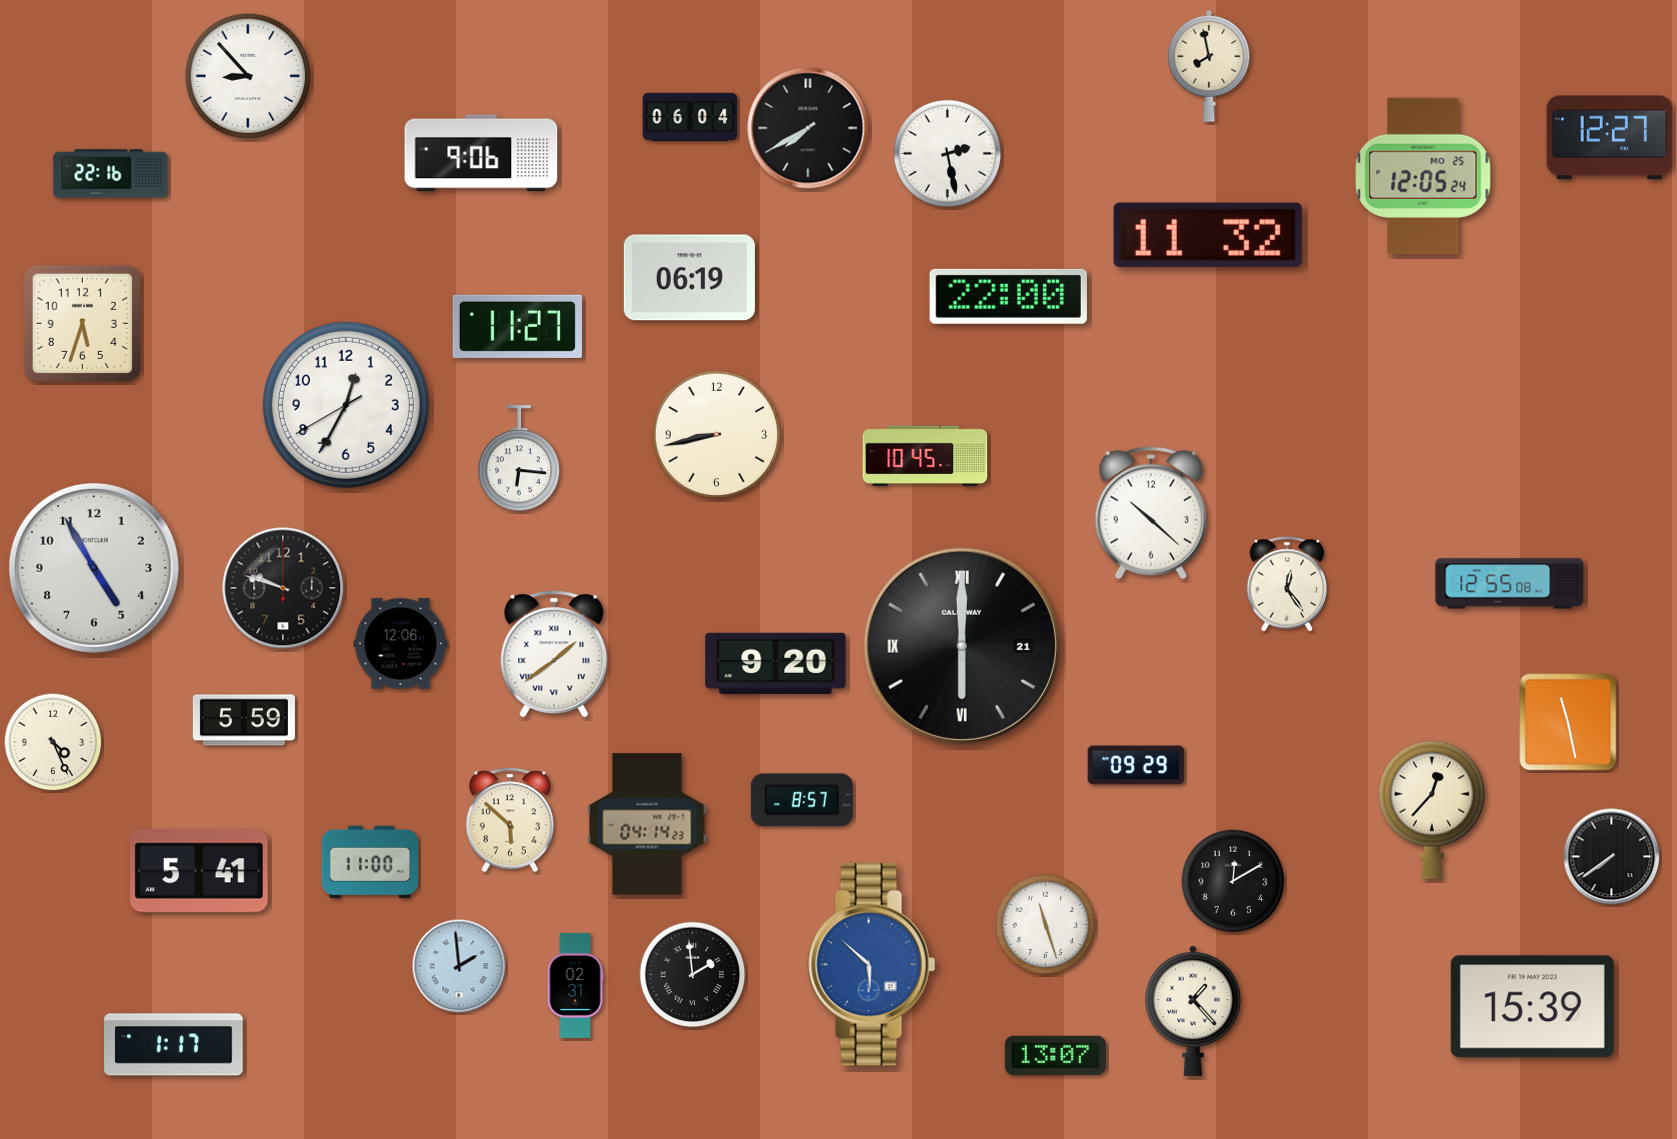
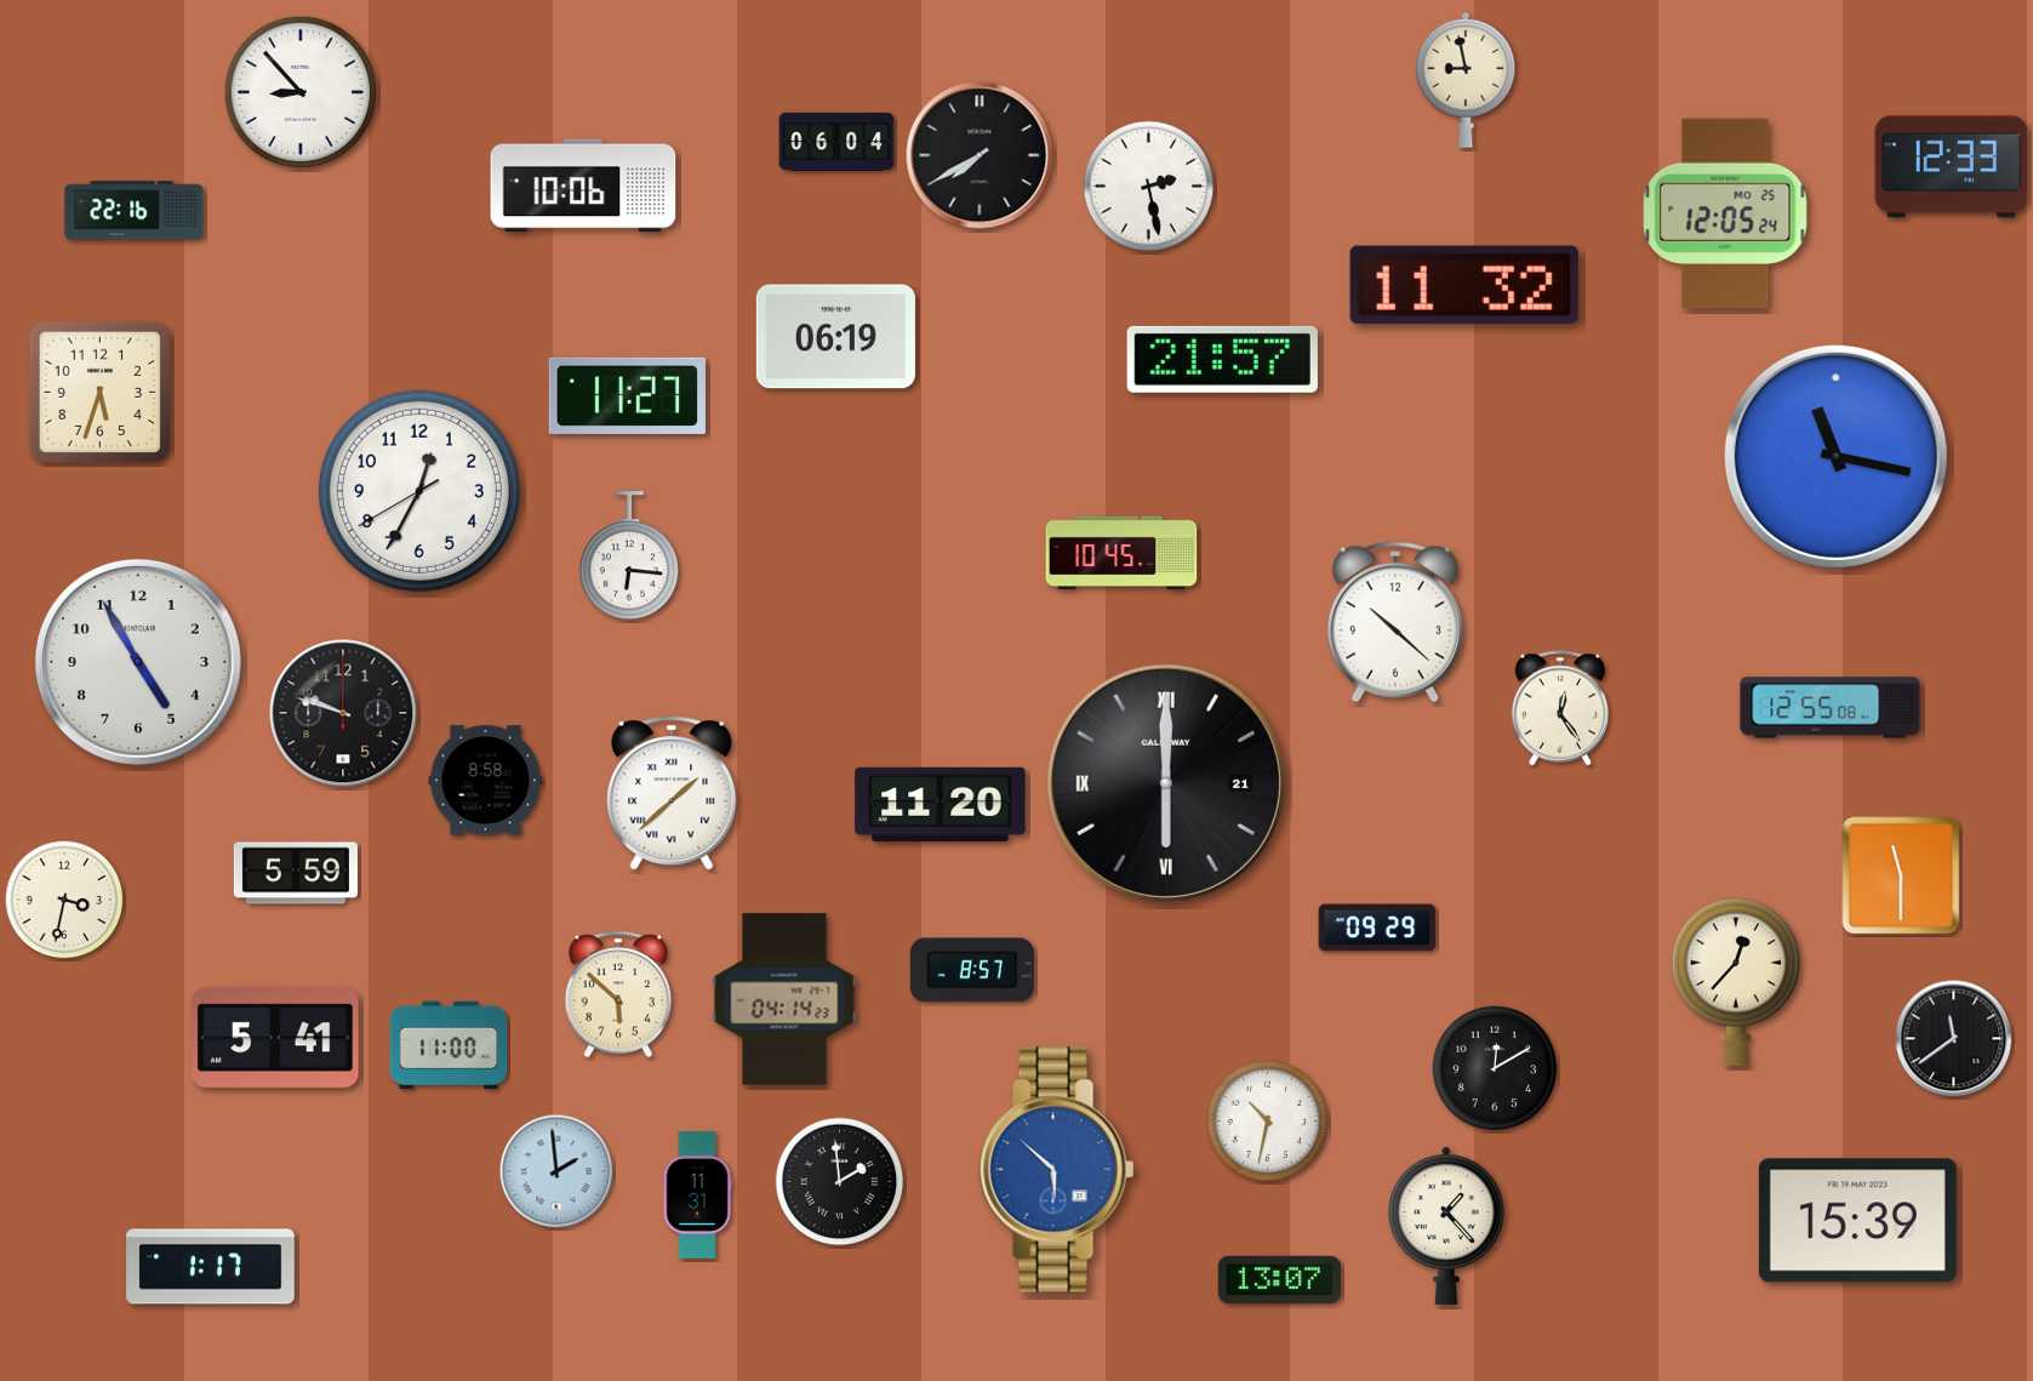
clock at (1209, 66): 7:58 -> 8:58
clock at (1610, 138): 12:27 -> 12:33
clock at (481, 153): 9:06 -> 10:06
clock at (1008, 296): 22:00 -> 21:57
clock at (1835, 456): none -> 11:17
clock at (716, 434): 8:43 -> none
clock at (94, 568) position: (94, 568) -> (138, 662)
clock at (401, 644): 12:06 -> 8:58
clock at (554, 654): 1:39 -> 1:38
clock at (776, 663): 9:20 -> 11:20
clock at (1568, 722): 11:28 -> 11:30
clock at (53, 742): 4:26 -> 3:32
clock at (1612, 857): 7:39 -> 11:39
clock at (200, 871) position: (200, 871) -> (276, 1038)
clock at (1046, 925): 11:27 -> 10:32
clock at (575, 986): 02:31 -> 11:31
